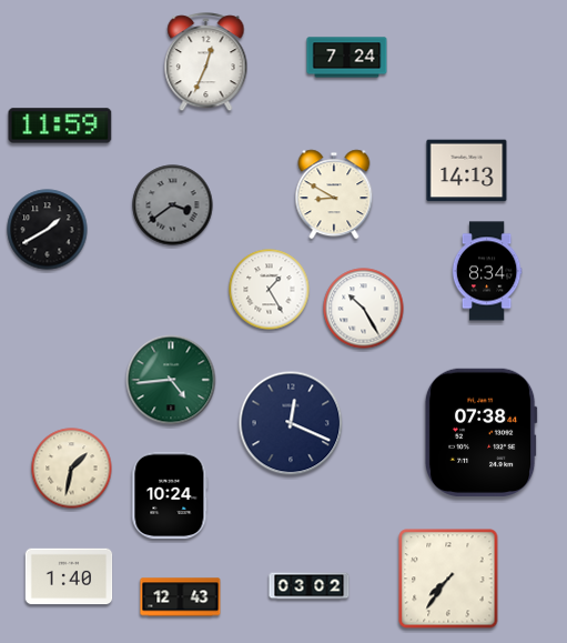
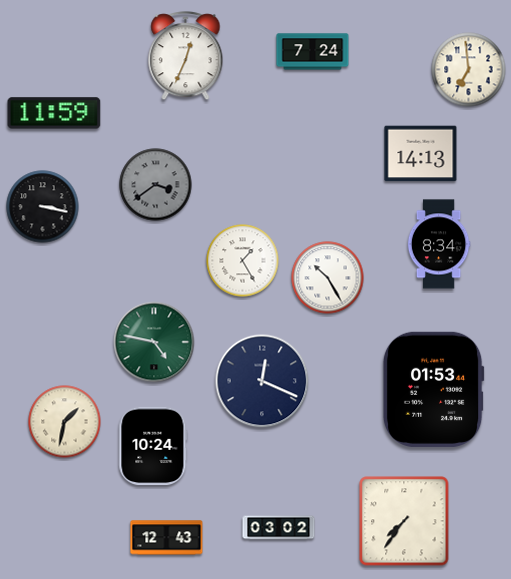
clock at (469, 70): none -> 6:59
clock at (334, 194): 8:50 -> none
clock at (48, 230): 1:40 -> 3:17
clock at (171, 380): 4:44 -> 4:47
clock at (480, 432): 07:38 -> 01:53
clock at (69, 576): 1:40 -> none
clock at (181, 597) position: (181, 597) -> (167, 538)
